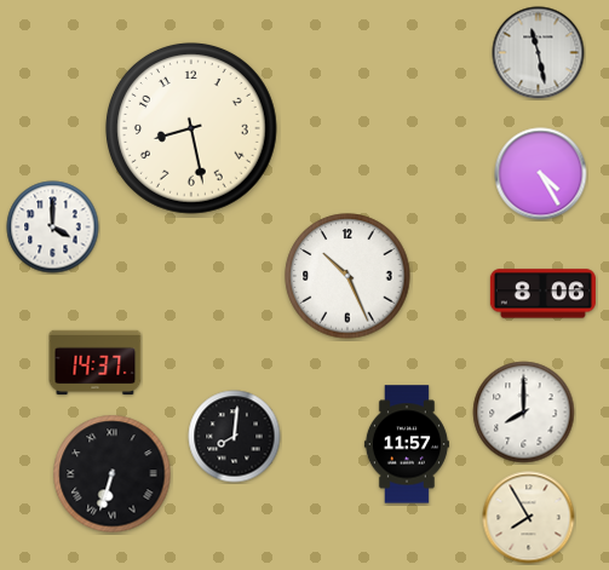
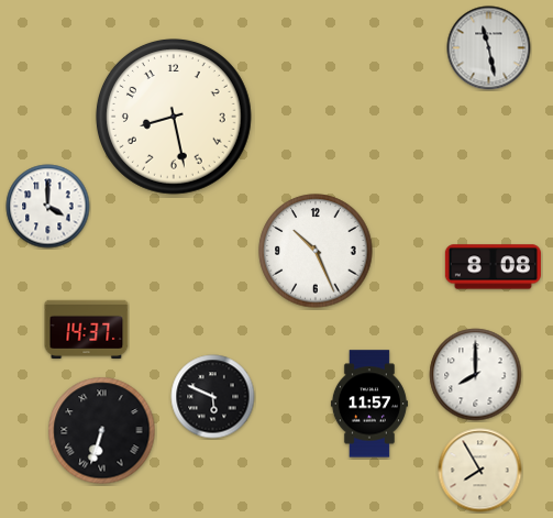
clock at (541, 174): 4:25 -> none
clock at (542, 294): 8:06 -> 8:08
clock at (235, 437): 8:01 -> 5:49
